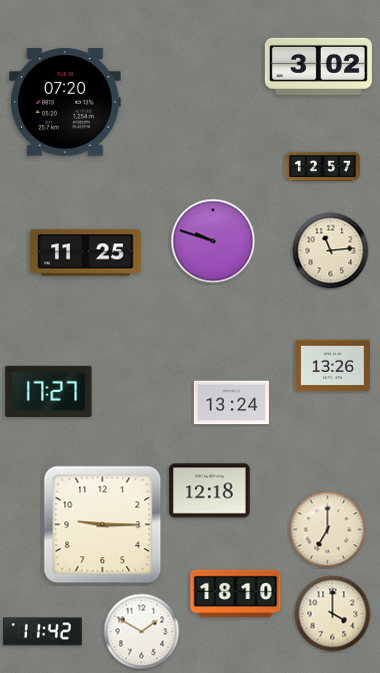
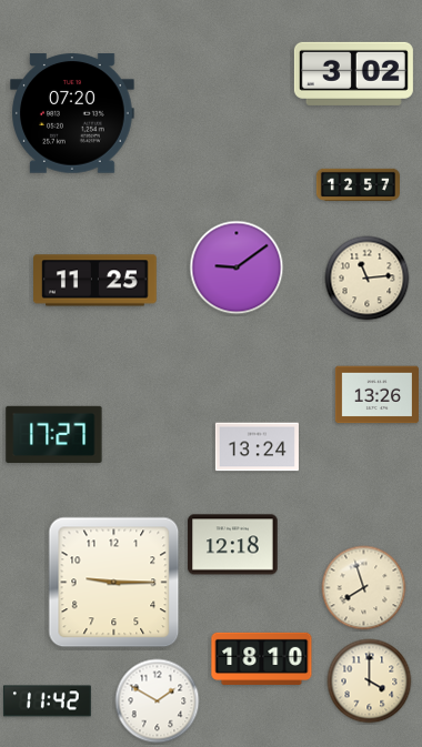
clock at (213, 241): 9:48 -> 9:09
clock at (332, 366) position: (332, 366) -> (376, 395)
clock at (328, 530): 7:00 -> 7:57
